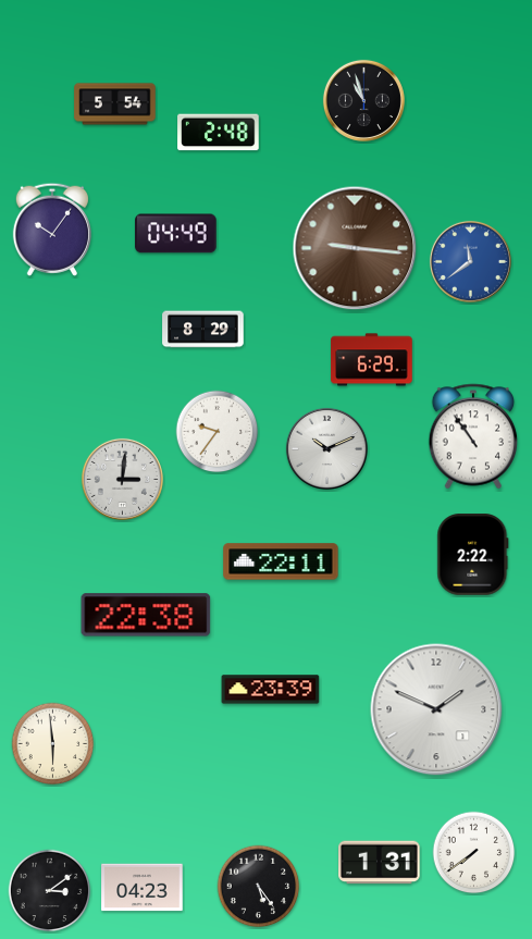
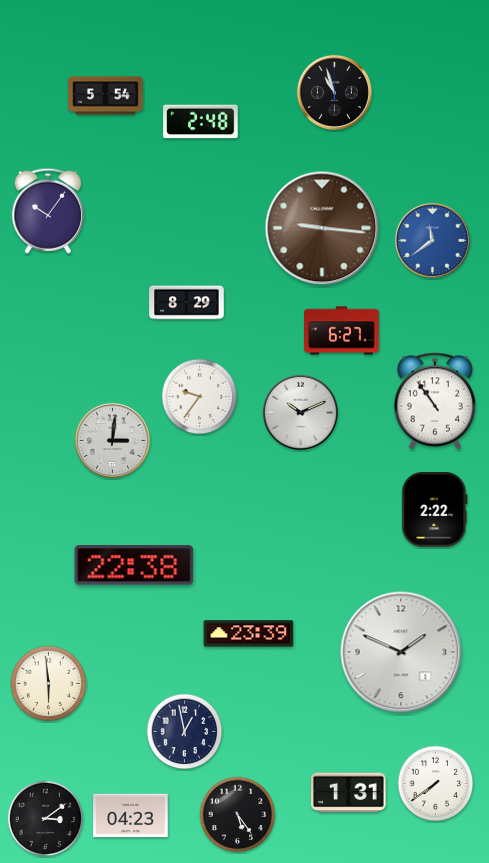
clock at (176, 234): 04:49 -> none
clock at (355, 248) position: (355, 248) -> (322, 228)
clock at (372, 360): 6:29 -> 6:27
clock at (281, 561): 22:11 -> none
clock at (185, 732): none -> 12:58
